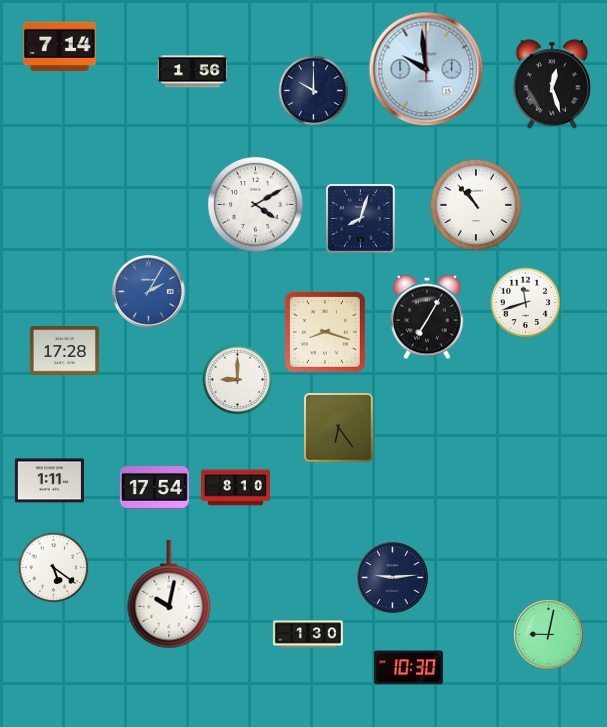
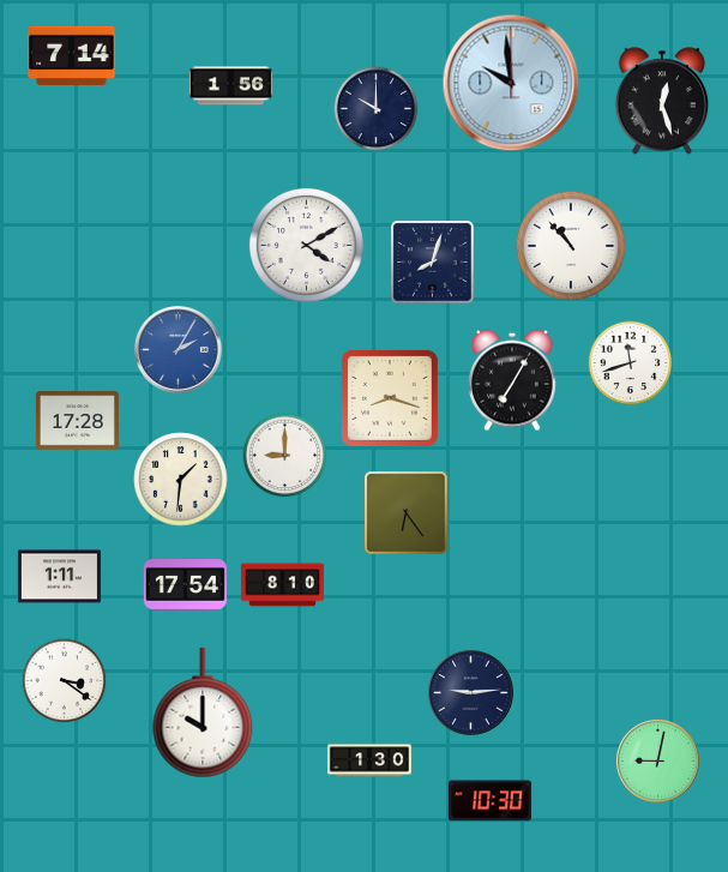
clock at (181, 480): none -> 1:31
clock at (54, 568): 5:21 -> 3:21
clock at (169, 594): 10:02 -> 10:00
